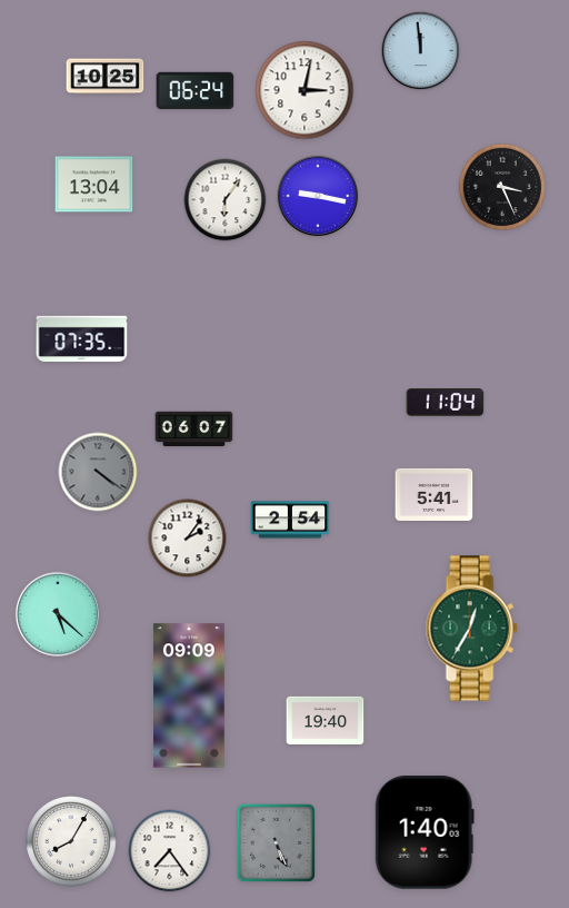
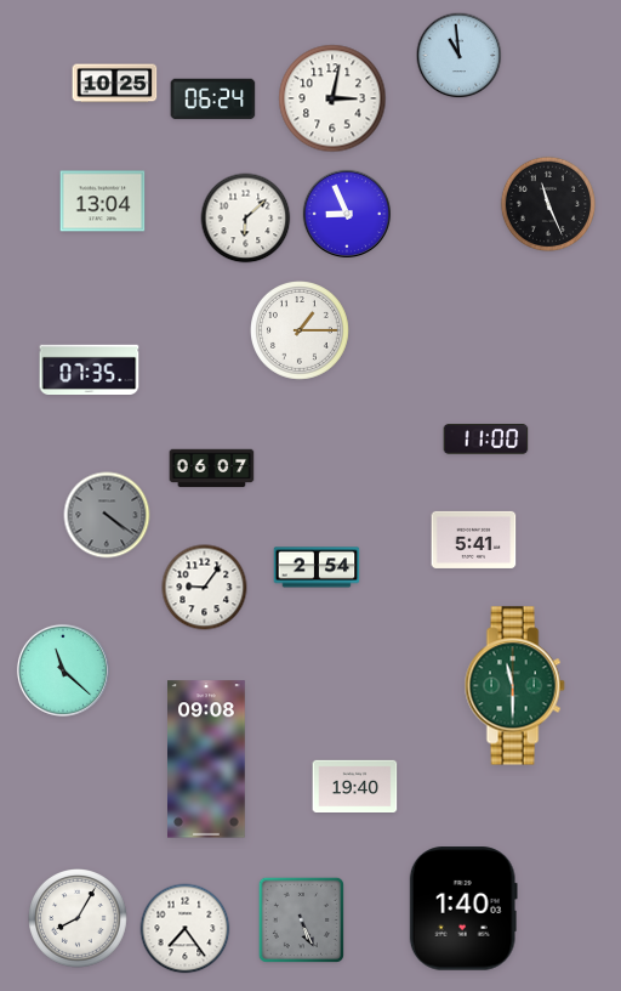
clock at (421, 51): 11:59 -> 10:59
clock at (502, 187): 3:26 -> 11:26
clock at (318, 196): 9:17 -> 8:56
clock at (226, 200): 6:06 -> 6:08
clock at (301, 332): none -> 1:15
clock at (446, 403): 11:04 -> 11:00
clock at (188, 539): 2:06 -> 9:06
clock at (58, 614): 5:22 -> 11:22
clock at (471, 629): 12:35 -> 11:30
clock at (190, 695): 09:09 -> 09:08
